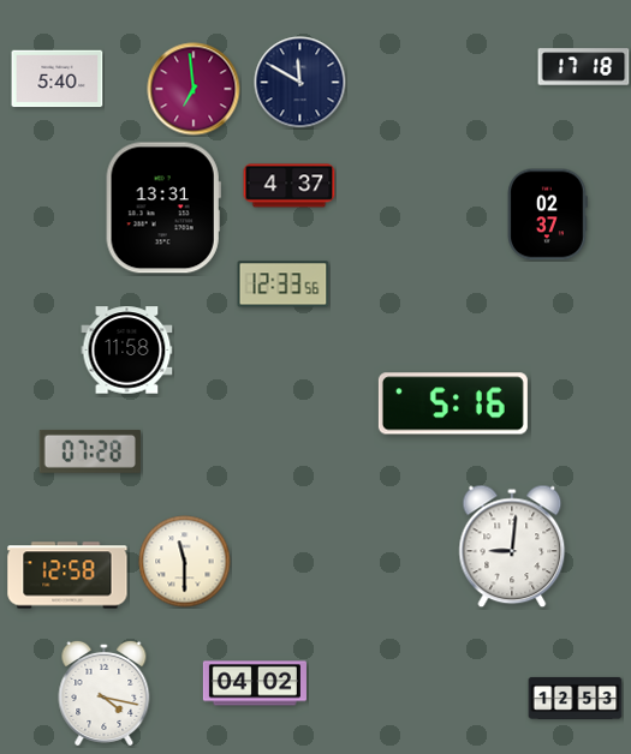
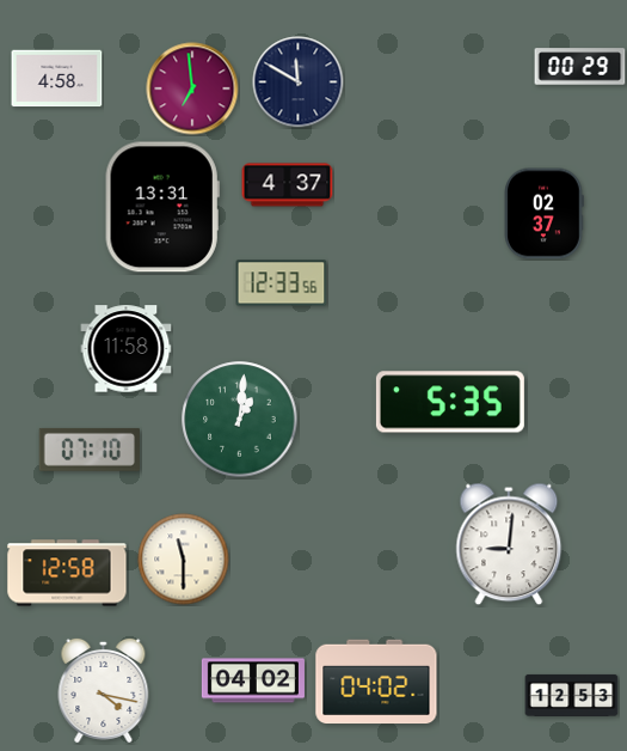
clock at (584, 67): 17:18 -> 00:29
clock at (58, 79): 5:40 -> 4:58
clock at (453, 403): 5:16 -> 5:35
clock at (240, 420): none -> 1:01
clock at (90, 451): 07:28 -> 07:10
clock at (376, 682): none -> 04:02
